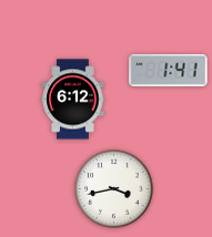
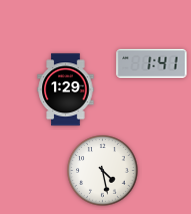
clock at (73, 100): 6:12 -> 1:29
clock at (114, 189): 3:43 -> 4:28
